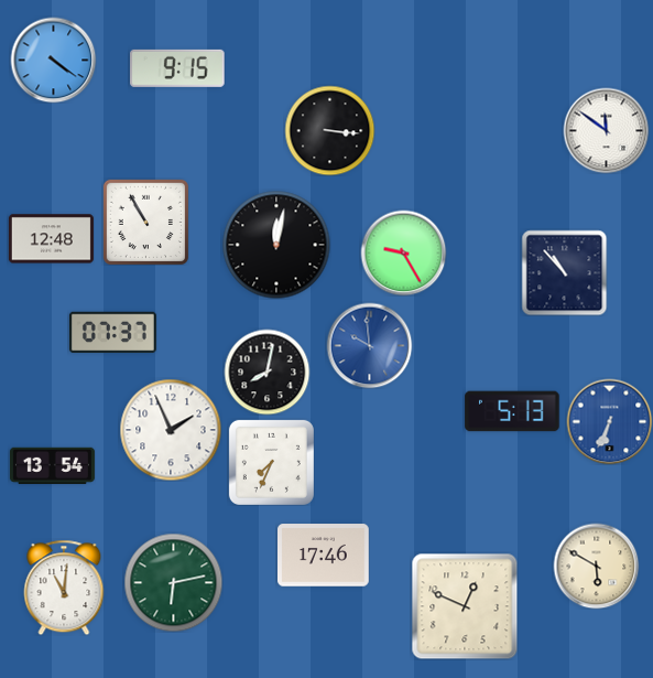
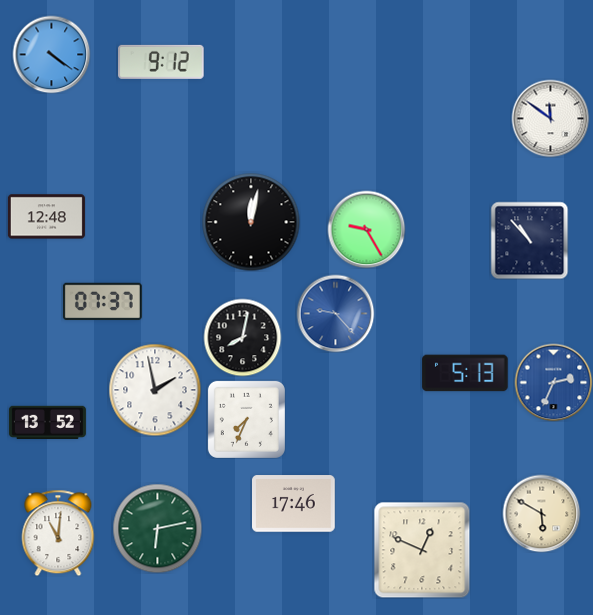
clock at (53, 60) position: (53, 60) -> (51, 54)
clock at (177, 68): 9:15 -> 9:12
clock at (329, 130): 3:16 -> none
clock at (145, 222): 10:55 -> none
clock at (564, 272) position: (564, 272) -> (529, 240)
clock at (369, 345): 9:59 -> 9:23
clock at (609, 421): 6:34 -> 2:34
clock at (171, 430): 1:56 -> 1:58
clock at (52, 466): 13:54 -> 13:52
